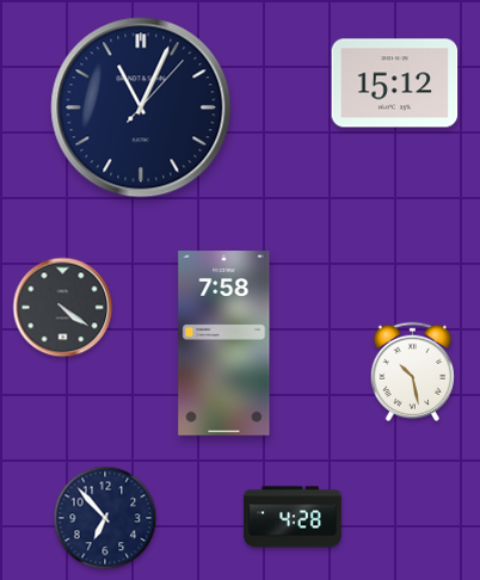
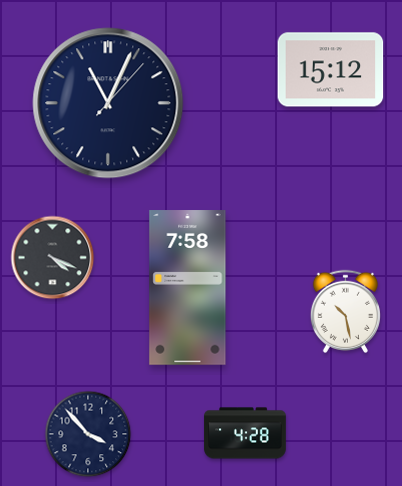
clock at (141, 107) position: (141, 107) -> (108, 103)
clock at (63, 308): 4:21 -> 4:19
clock at (105, 518): 6:53 -> 3:53
